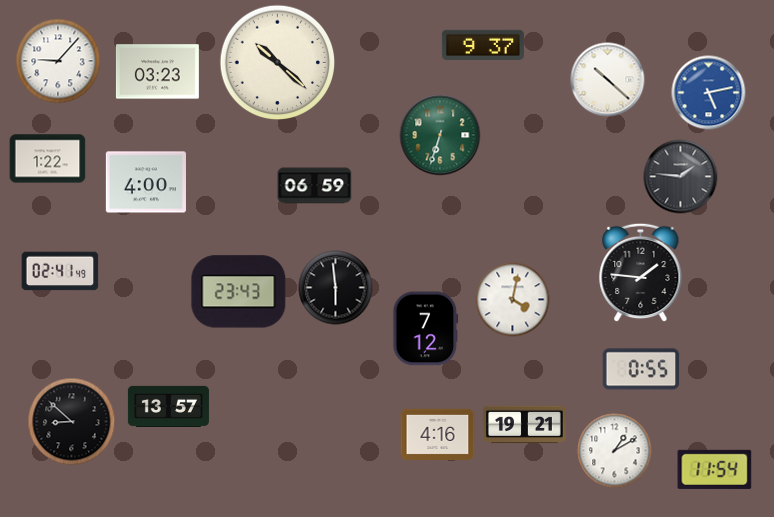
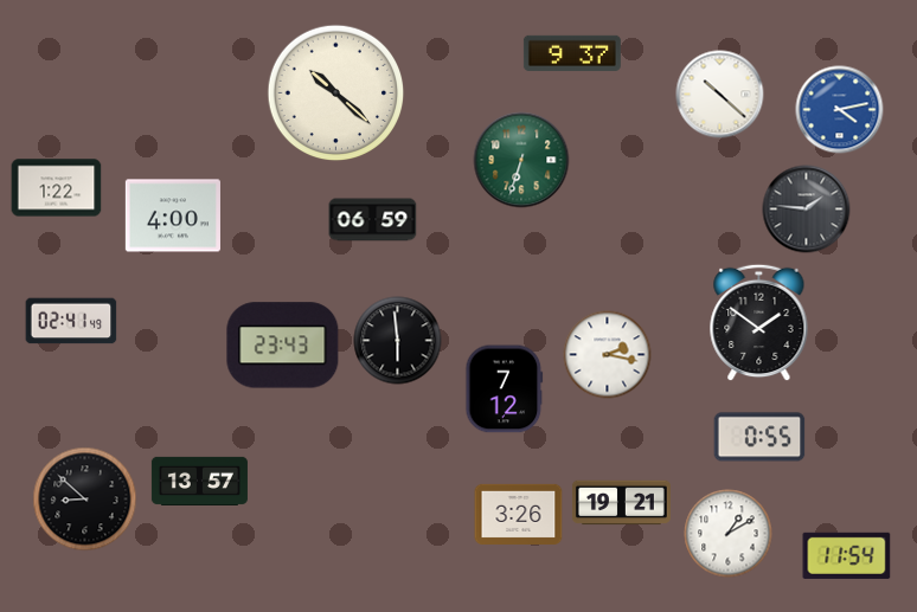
clock at (58, 61): 9:07 -> none
clock at (278, 63) position: (278, 63) -> (336, 94)
clock at (157, 72): 03:23 -> none
clock at (709, 93): 5:13 -> 4:13
clock at (641, 273): 1:46 -> 1:51
clock at (513, 300): 4:02 -> 2:17
clock at (438, 434): 4:16 -> 3:26
